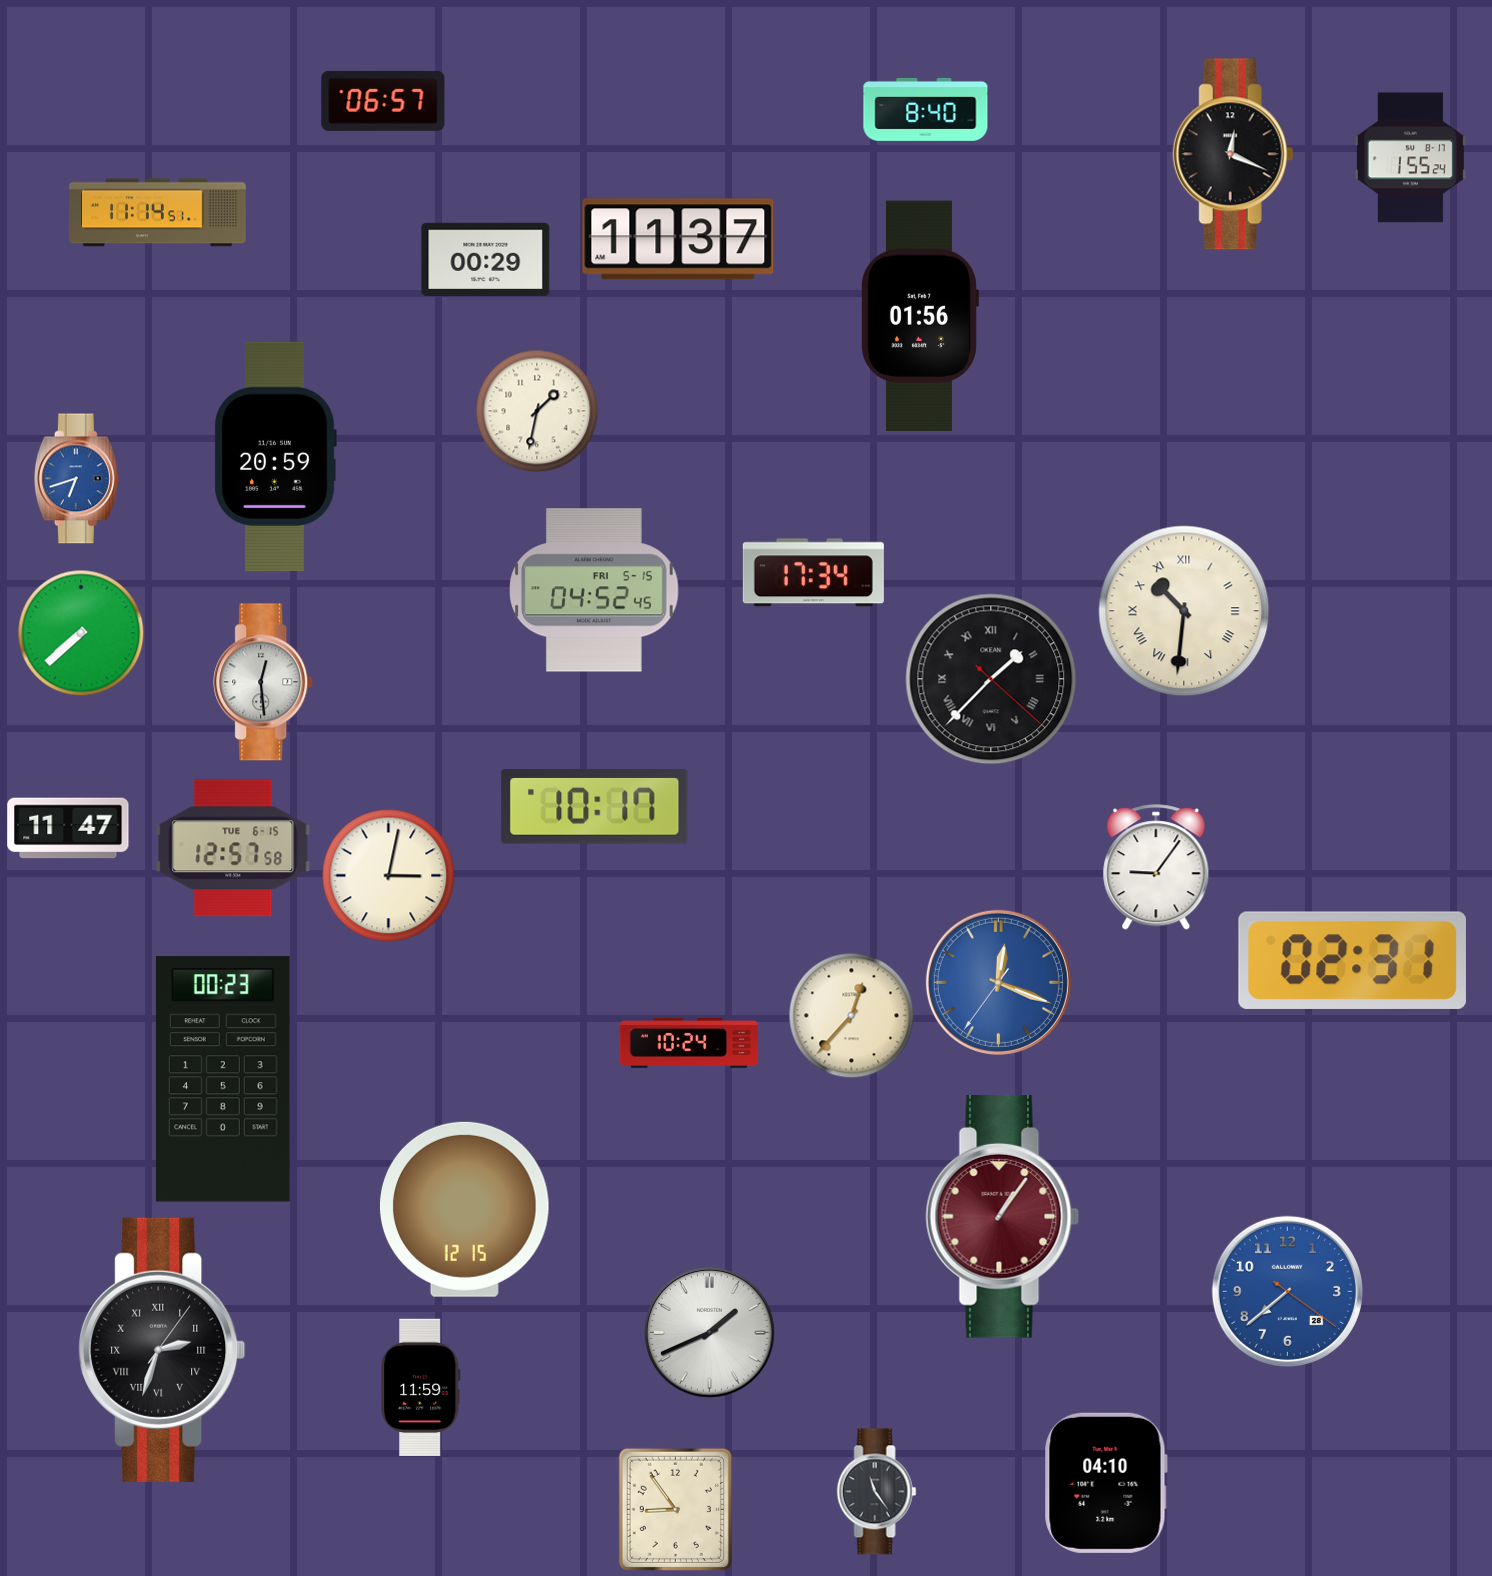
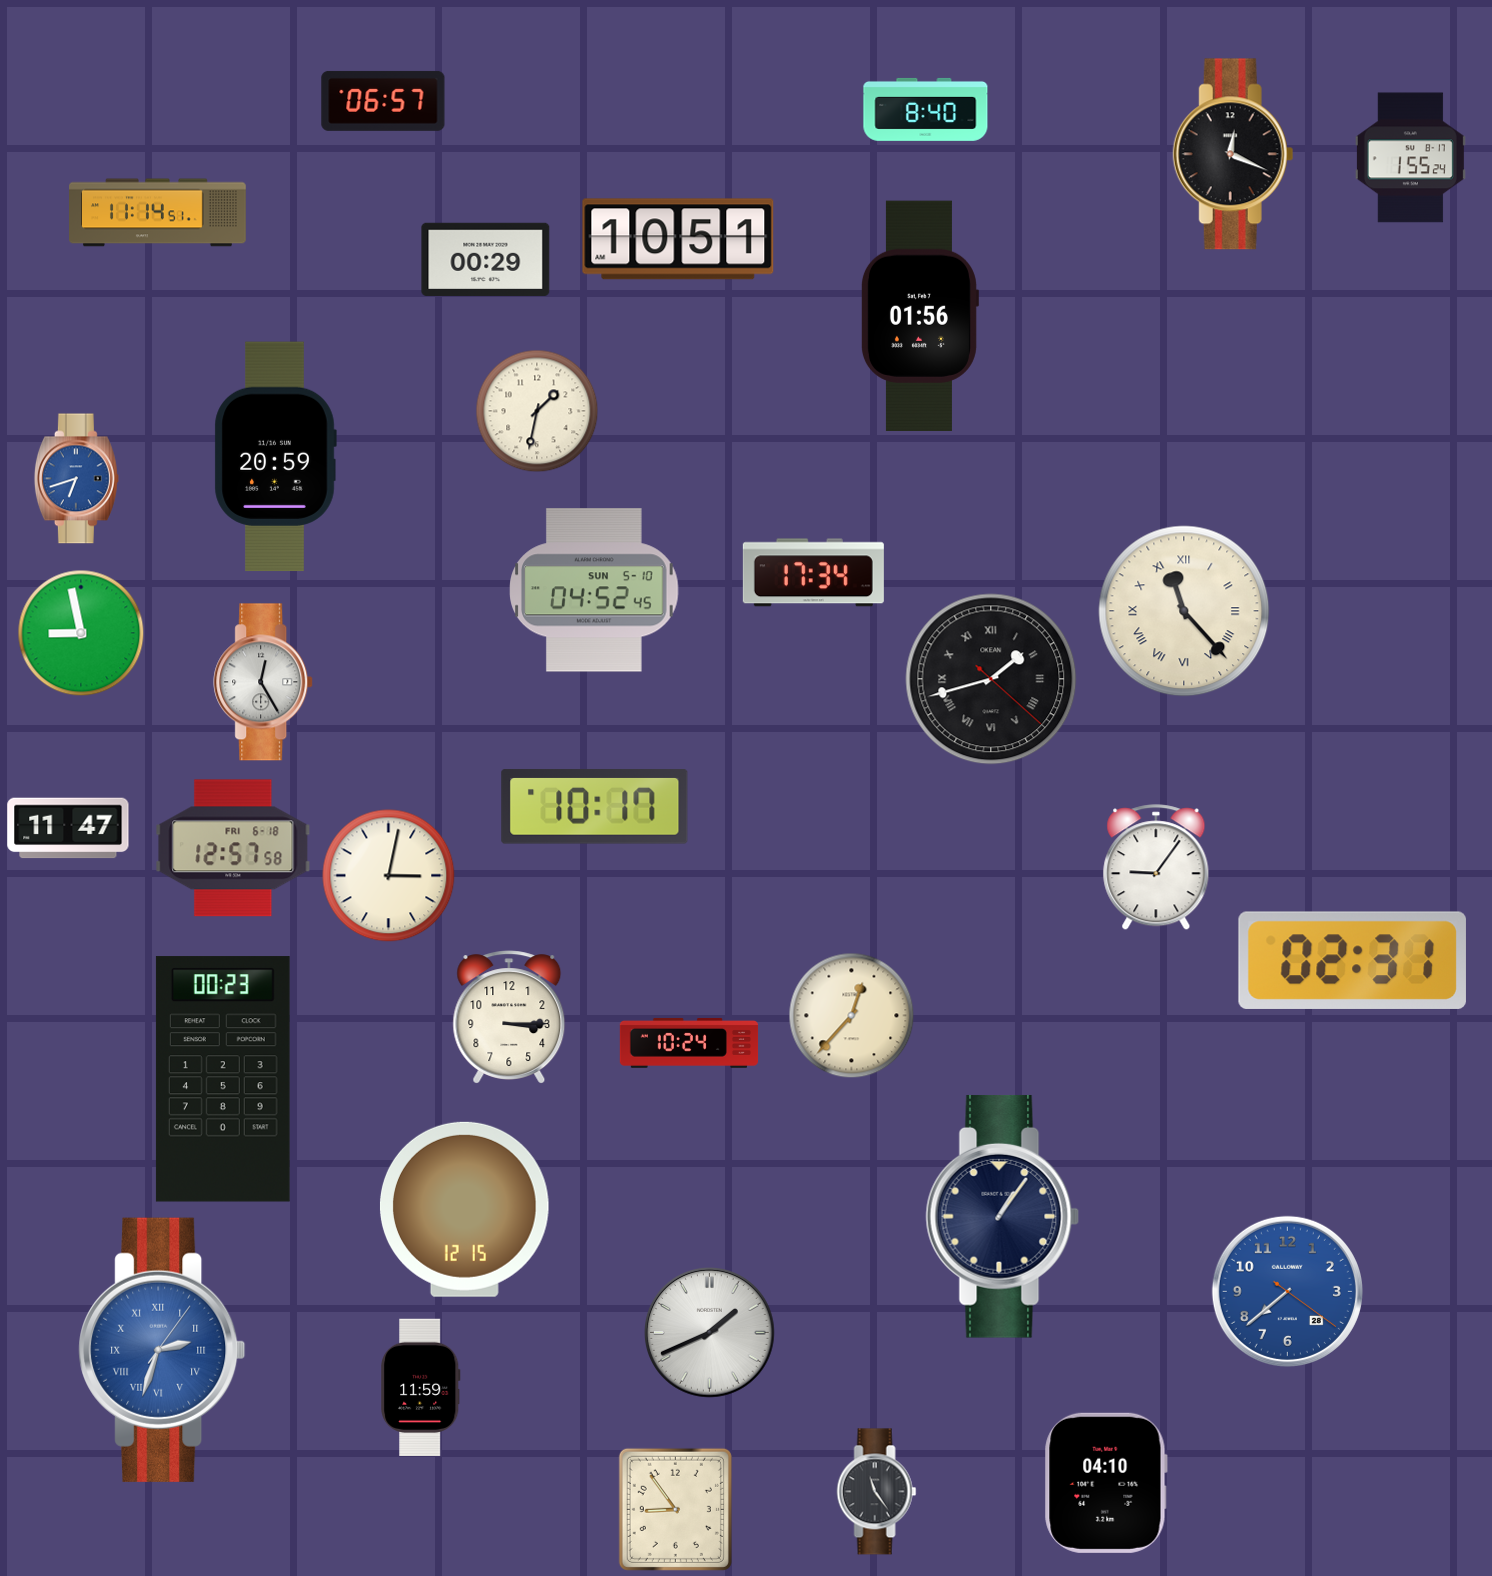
clock at (678, 239): 11:37 -> 10:51
clock at (594, 590) date: FRI 5-15 -> SUN 5-10
clock at (1184, 611): 10:31 -> 11:23
clock at (81, 633): 7:38 -> 8:58
clock at (991, 679): 1:37 -> 1:42
clock at (264, 682): 12:29 -> 12:25
clock at (233, 848) date: TUE 6-15 -> FRI 6-18
clock at (998, 982): 12:18 -> none
clock at (509, 1017): none -> 3:15
clock at (1003, 1216) dial: burgundy -> navy
clock at (162, 1350) dial: black -> blue
